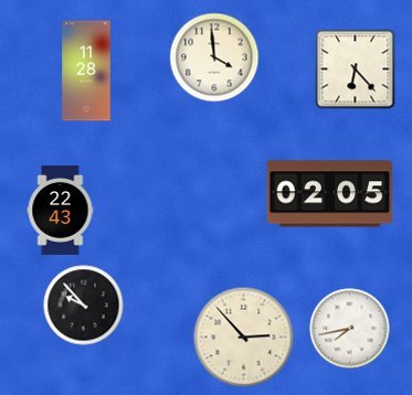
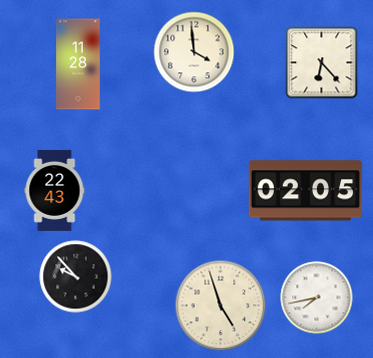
clock at (330, 194) position: (330, 194) -> (306, 191)
clock at (244, 338): 2:53 -> 4:57
